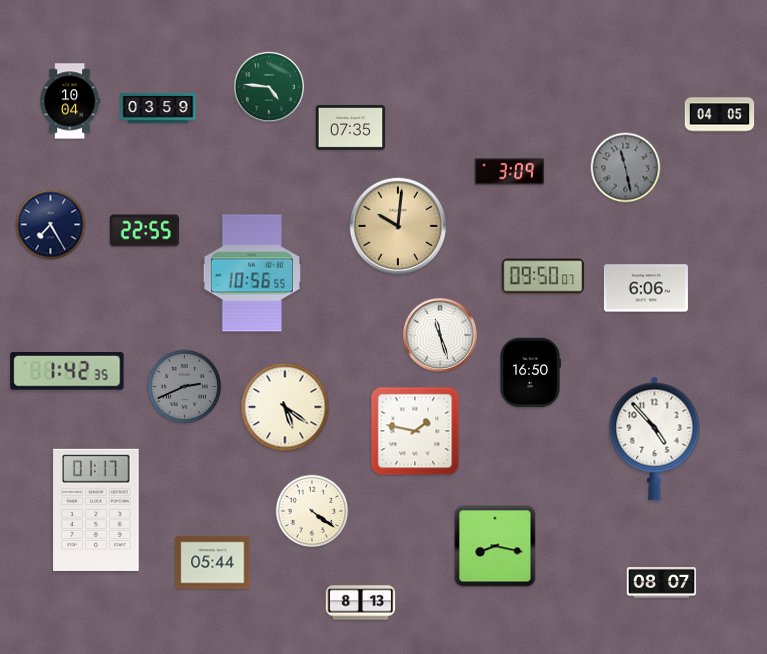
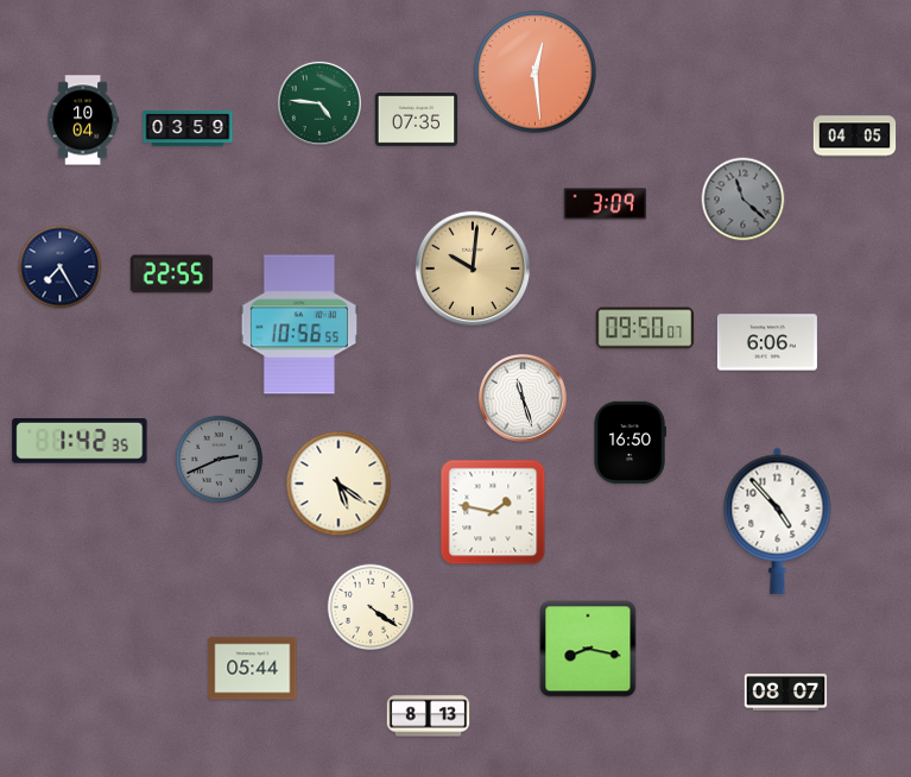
clock at (536, 72): none -> 12:29
clock at (351, 128) position: (351, 128) -> (417, 120)
clock at (626, 168): 11:28 -> 11:22
clock at (96, 510): 01:17 -> none
